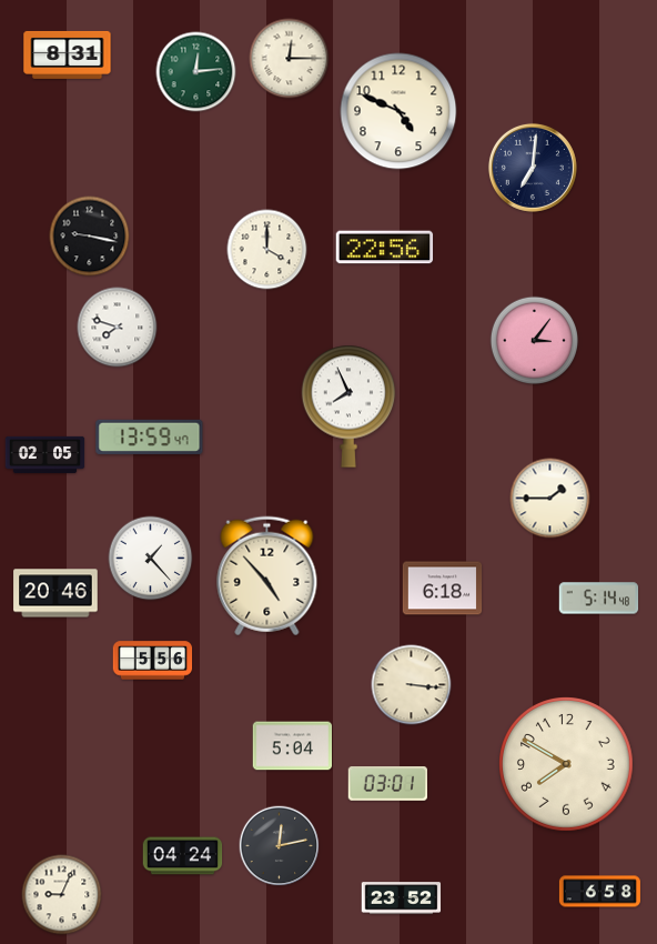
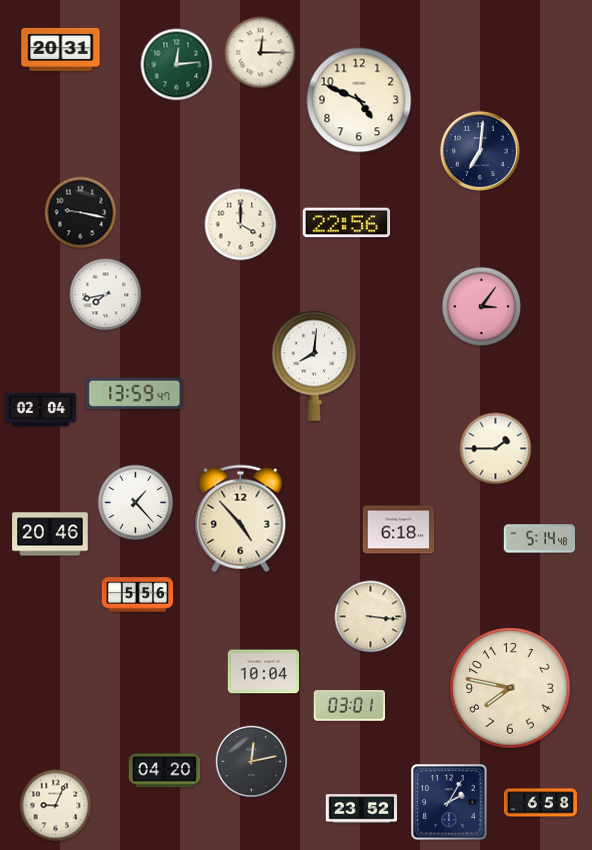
clock at (68, 54): 8:31 -> 20:31
clock at (118, 328): 7:48 -> 7:43
clock at (348, 406): 7:56 -> 8:01
clock at (46, 454): 02:05 -> 02:04
clock at (293, 746): 5:04 -> 10:04
clock at (567, 765): 7:50 -> 7:47
clock at (183, 856): 04:24 -> 04:20
clock at (449, 802): none -> 2:05
